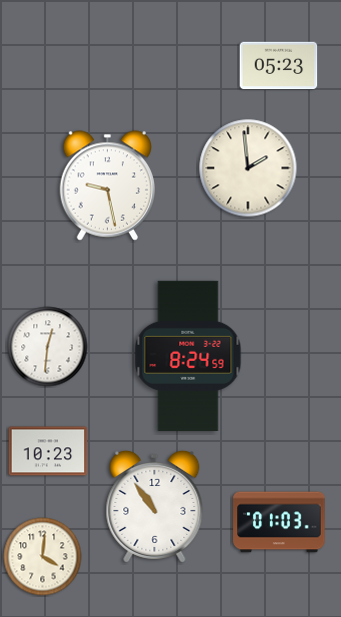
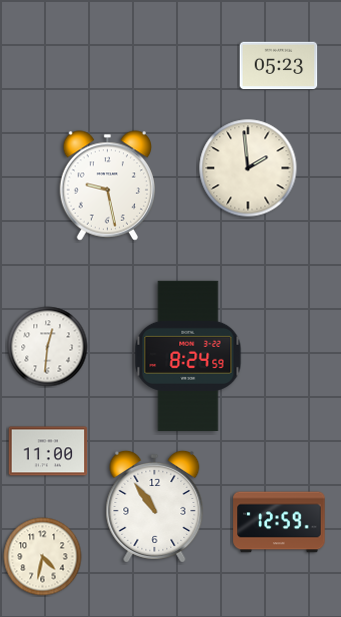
clock at (48, 451): 10:23 -> 11:00
clock at (279, 522): 01:03 -> 12:59
clock at (43, 557): 4:01 -> 4:32
